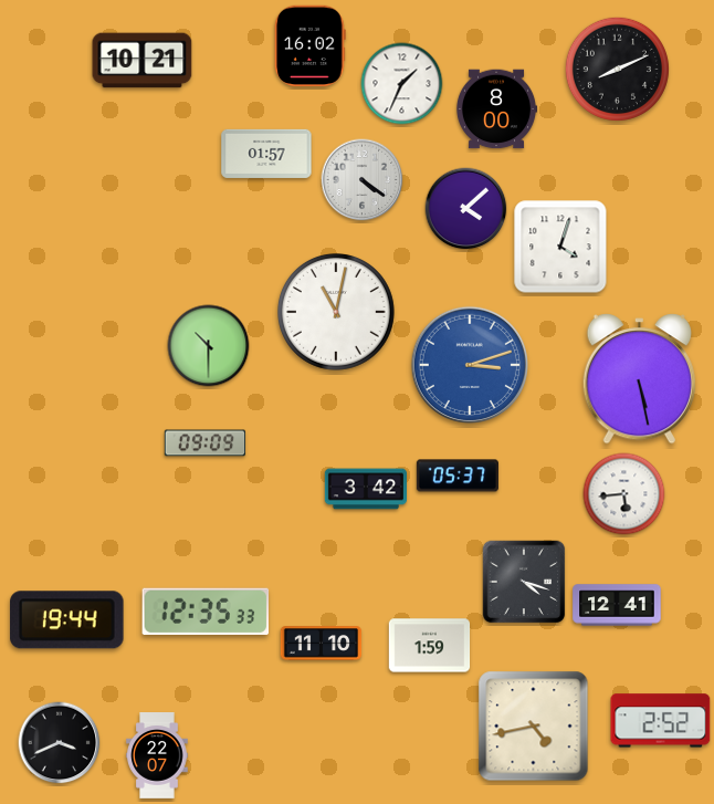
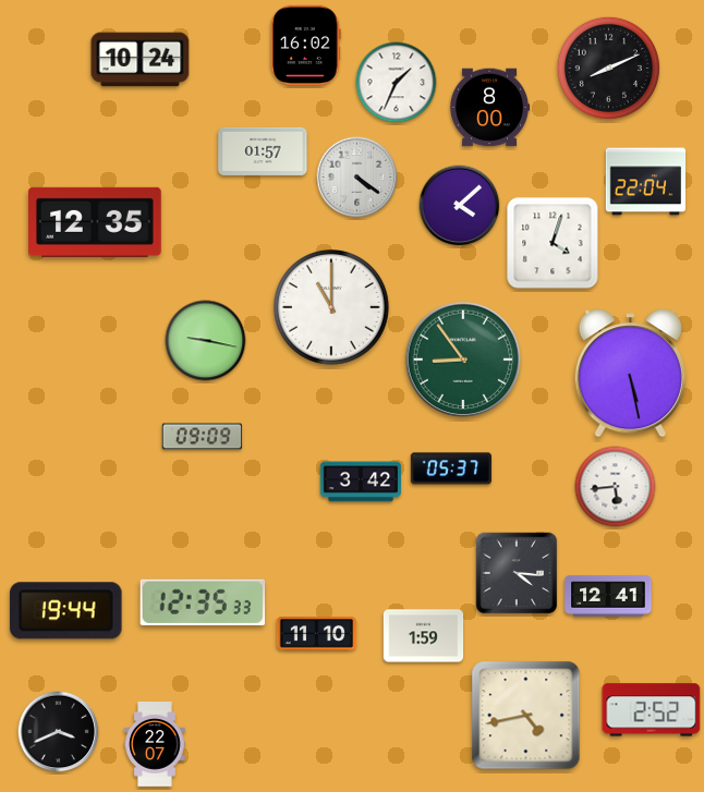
clock at (143, 61): 10:21 -> 10:24
clock at (646, 182): none -> 22:04
clock at (96, 222): none -> 12:35
clock at (337, 313): 11:02 -> 11:00
clock at (209, 346): 10:30 -> 9:17
clock at (470, 365): 3:12 -> 8:54
clock at (470, 365) dial: blue -> green
clock at (524, 582): 4:18 -> 4:16
